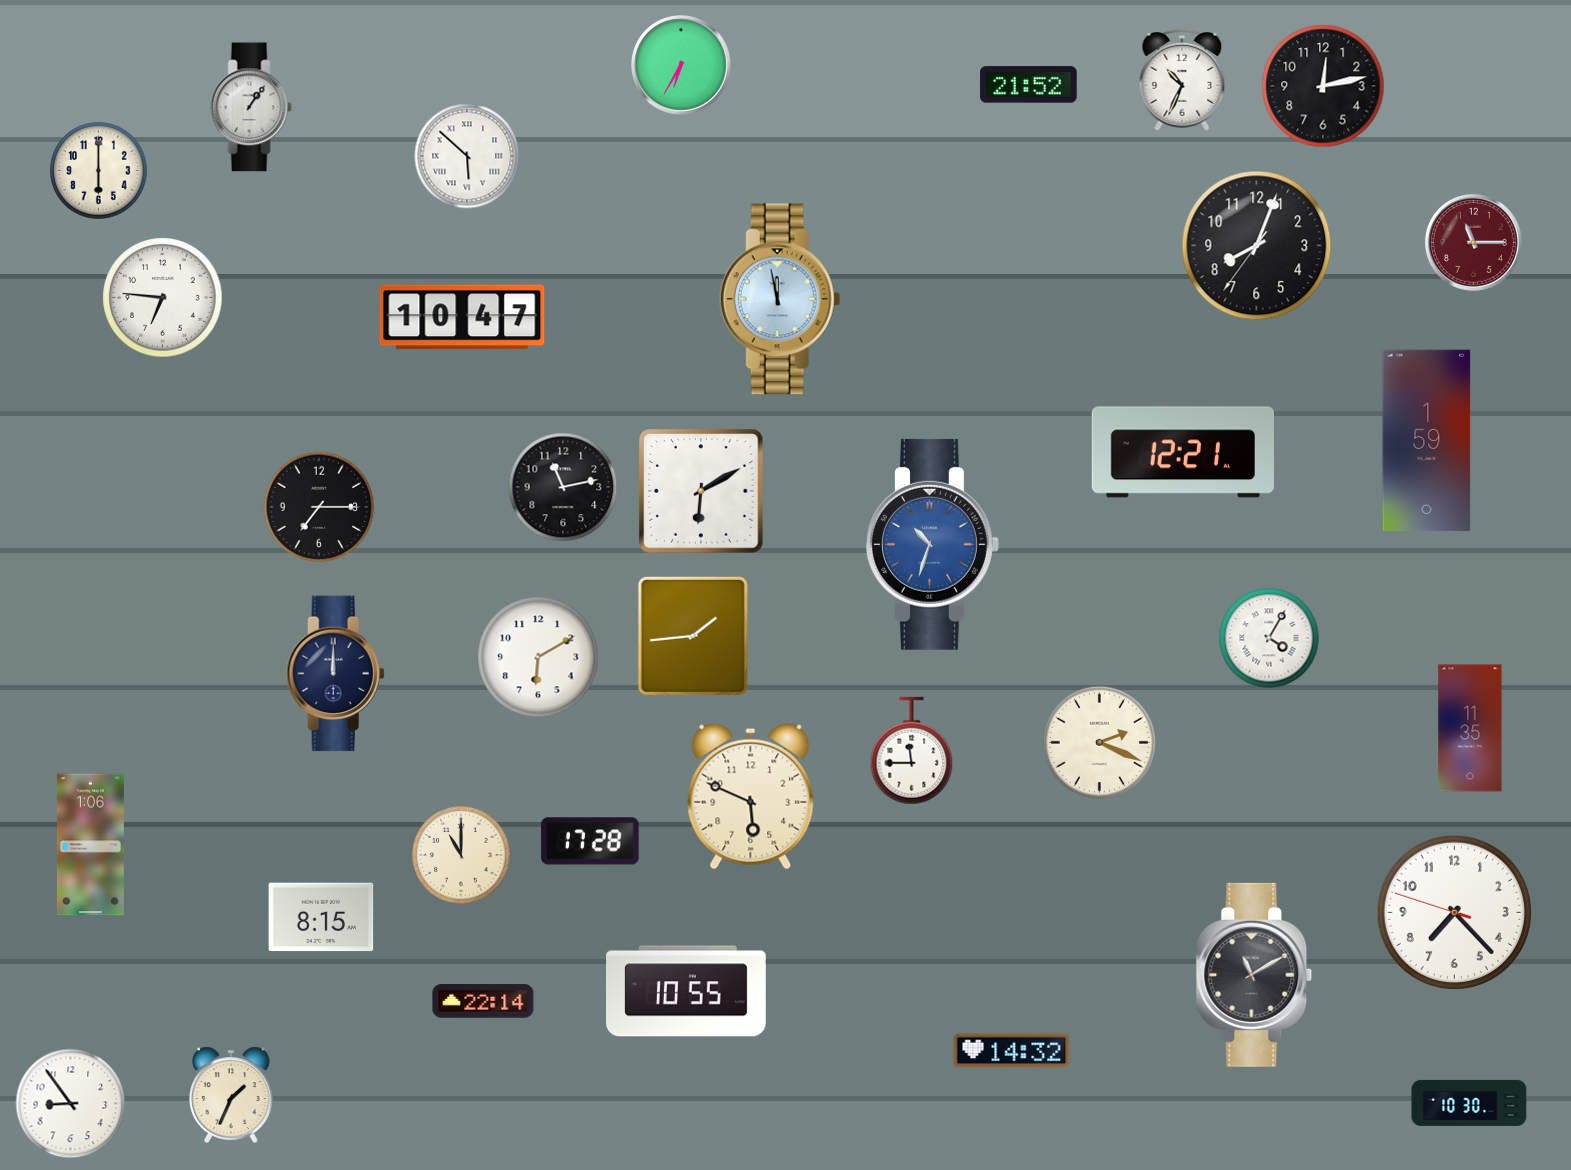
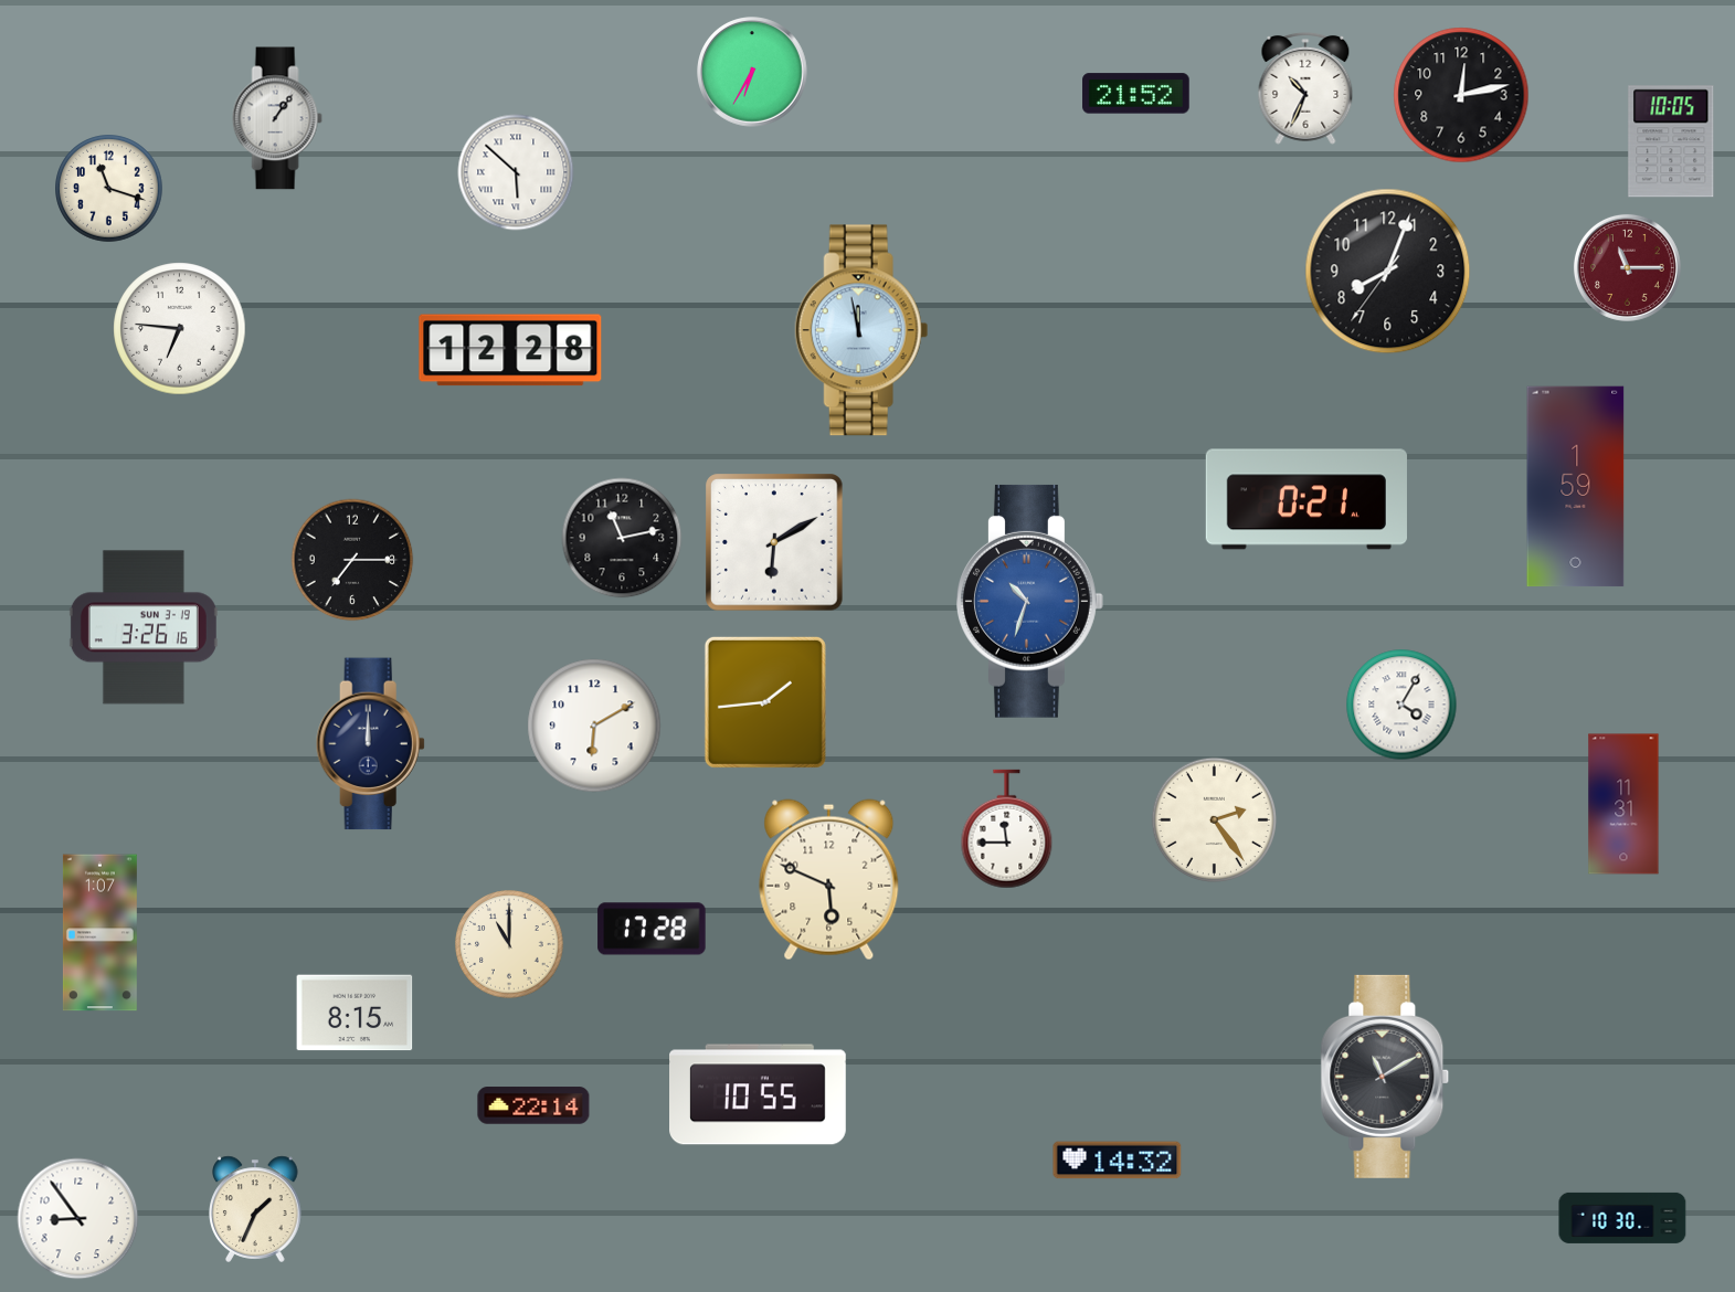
clock at (1671, 141): none -> 10:05
clock at (99, 171): 6:00 -> 11:18
clock at (462, 317): 10:47 -> 12:28
clock at (1183, 452): 12:21 -> 0:21
clock at (144, 627): none -> 3:26
clock at (1470, 728): 11:35 -> 11:31
clock at (1099, 742): 2:19 -> 2:24
clock at (90, 845): 1:06 -> 1:07
clock at (1454, 912): 7:22 -> none
